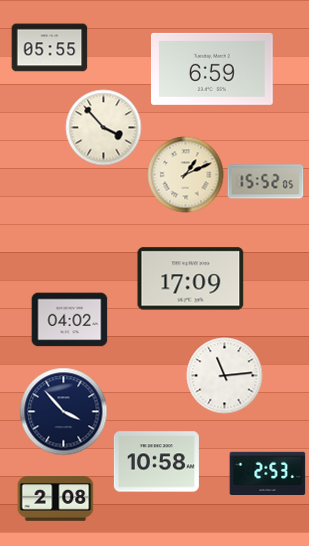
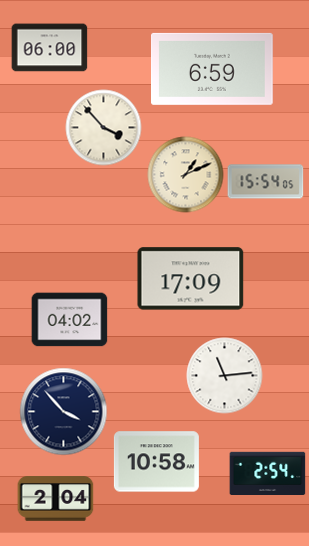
clock at (50, 48): 05:55 -> 06:00
clock at (266, 182): 15:52 -> 15:54
clock at (268, 473): 2:53 -> 2:54
clock at (56, 499): 2:08 -> 2:04
